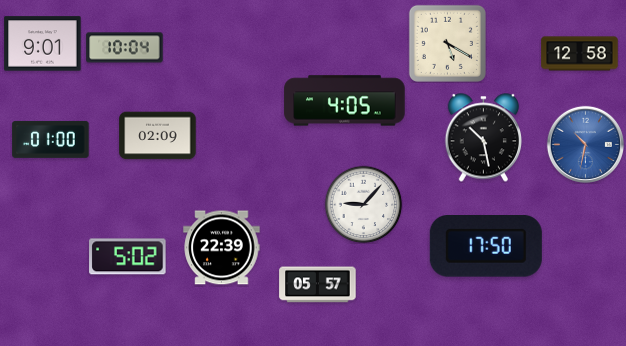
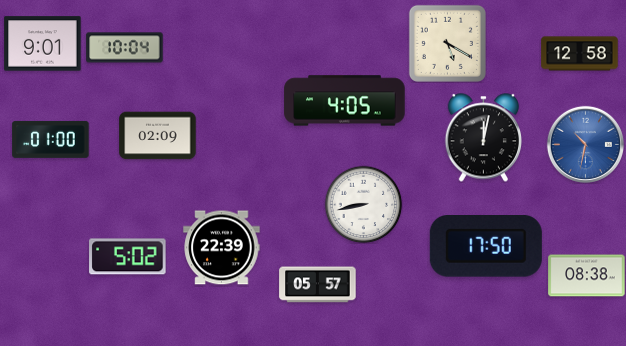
clock at (483, 138): 10:28 -> 12:02
clock at (363, 204): 9:07 -> 8:43
clock at (587, 276): none -> 08:38
